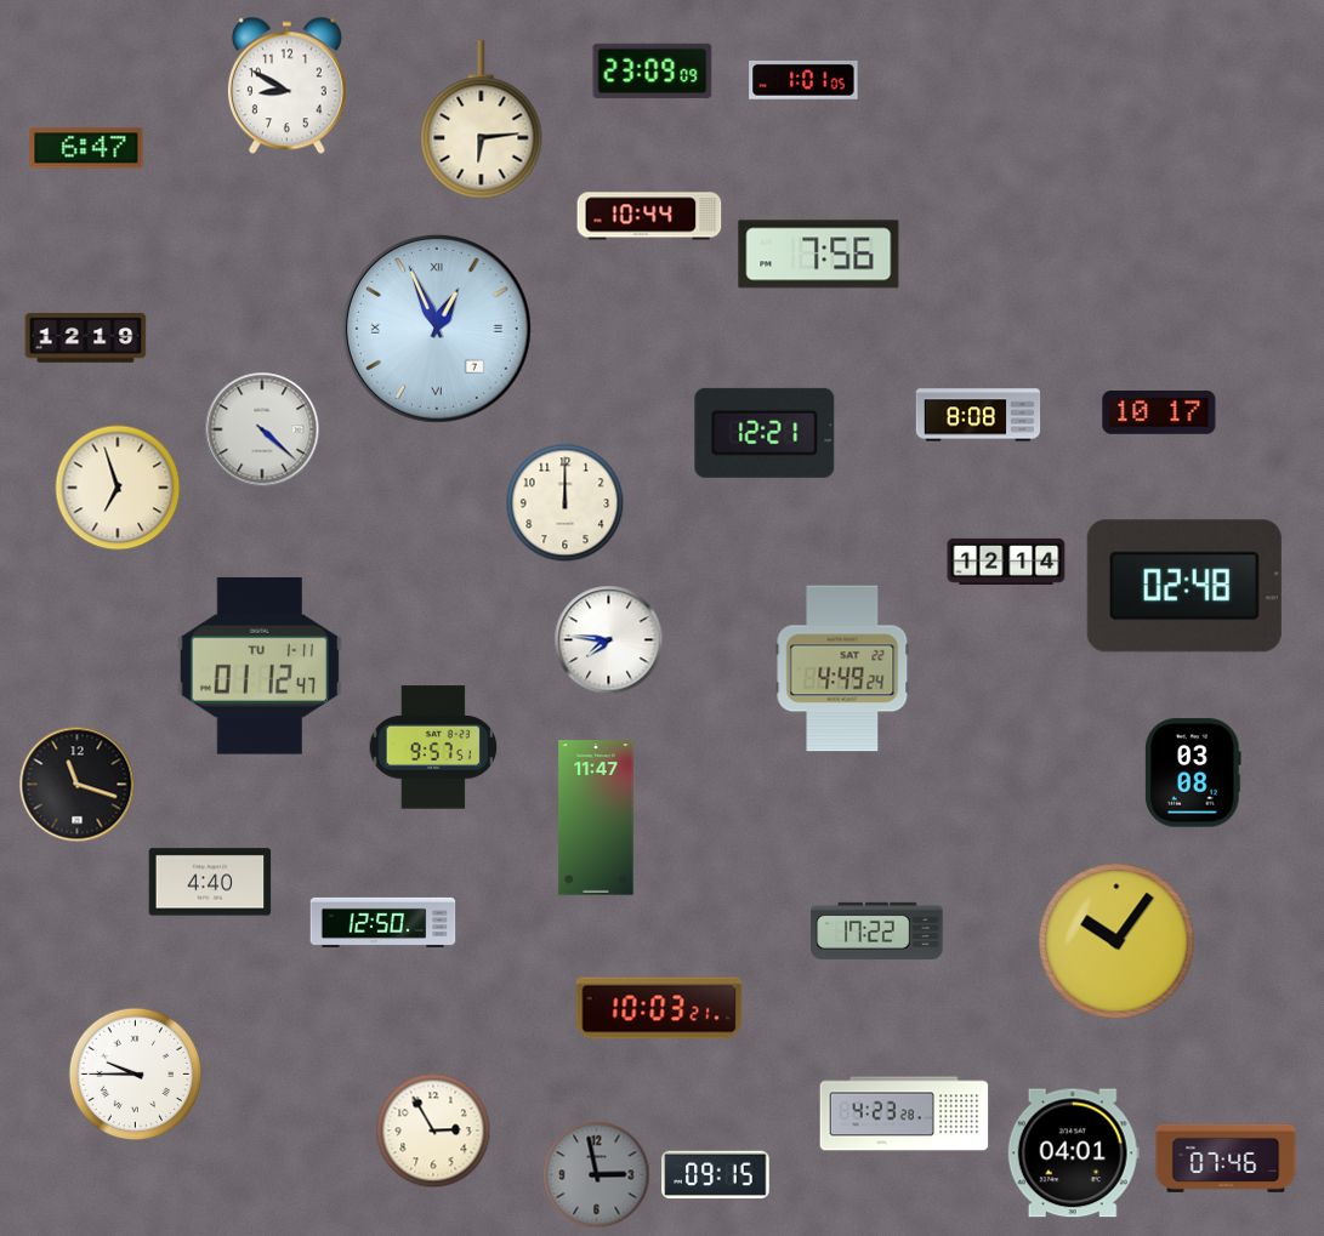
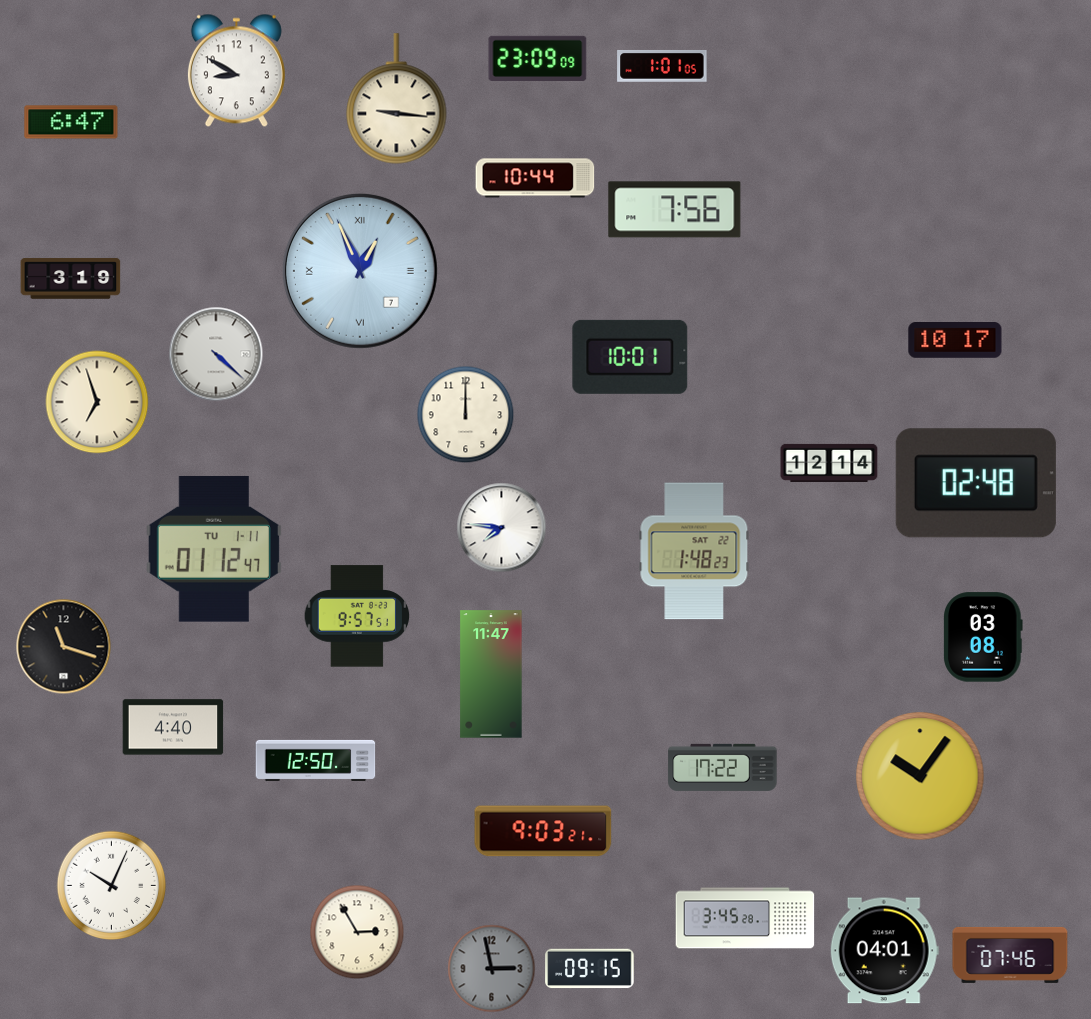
clock at (482, 120): 6:14 -> 9:16
clock at (86, 338): 12:19 -> 3:19
clock at (978, 415): 8:08 -> none
clock at (765, 433): 12:21 -> 10:01
clock at (842, 668): 4:49 -> 1:48
clock at (659, 1008): 10:03 -> 9:03
clock at (136, 1075): 9:45 -> 10:04
clock at (904, 1113): 4:23 -> 3:45
